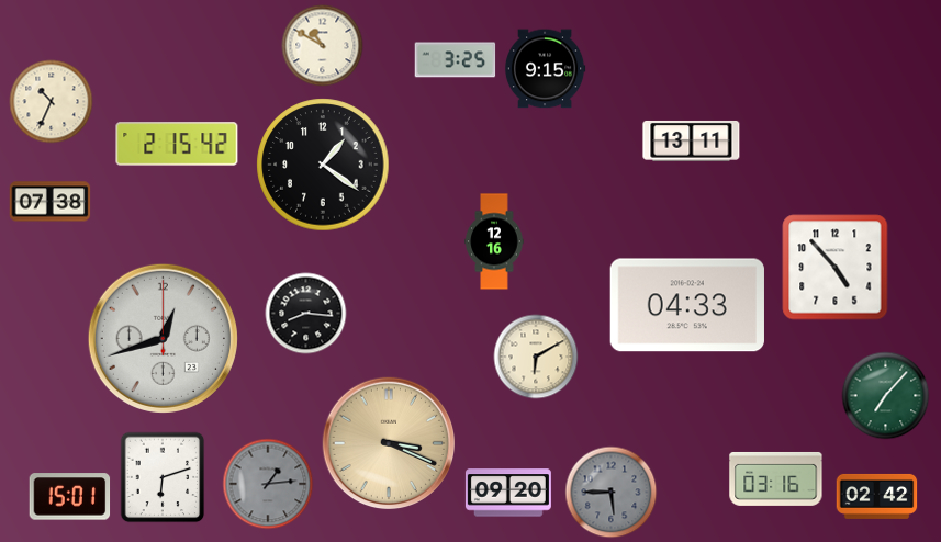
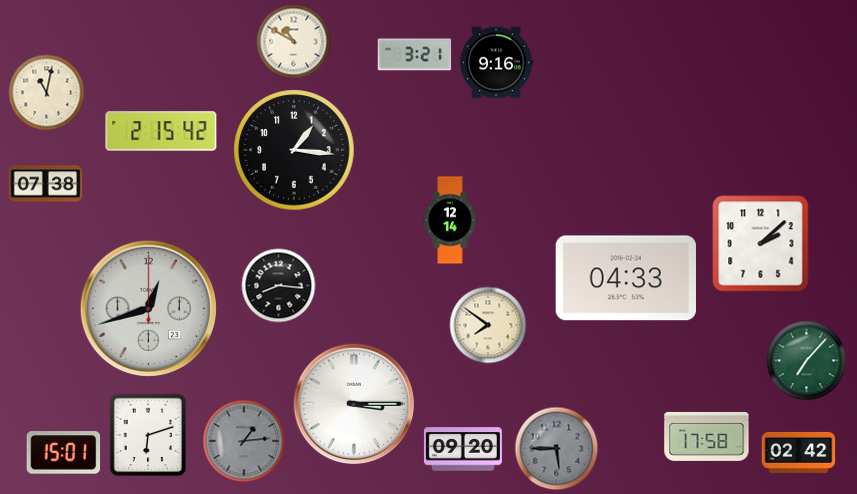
clock at (456, 60): 3:25 -> 3:21
clock at (545, 69): 9:15 -> 9:16
clock at (52, 102): 10:34 -> 11:02
clock at (692, 140): 13:11 -> none
clock at (323, 165): 1:21 -> 1:16
clock at (494, 241): 12:16 -> 12:14
clock at (836, 268): 4:53 -> 2:08
clock at (536, 357): 6:10 -> 7:51
clock at (388, 442): 3:19 -> 3:15
clock at (388, 442) dial: champagne -> white
clock at (776, 478): 03:16 -> 17:58
